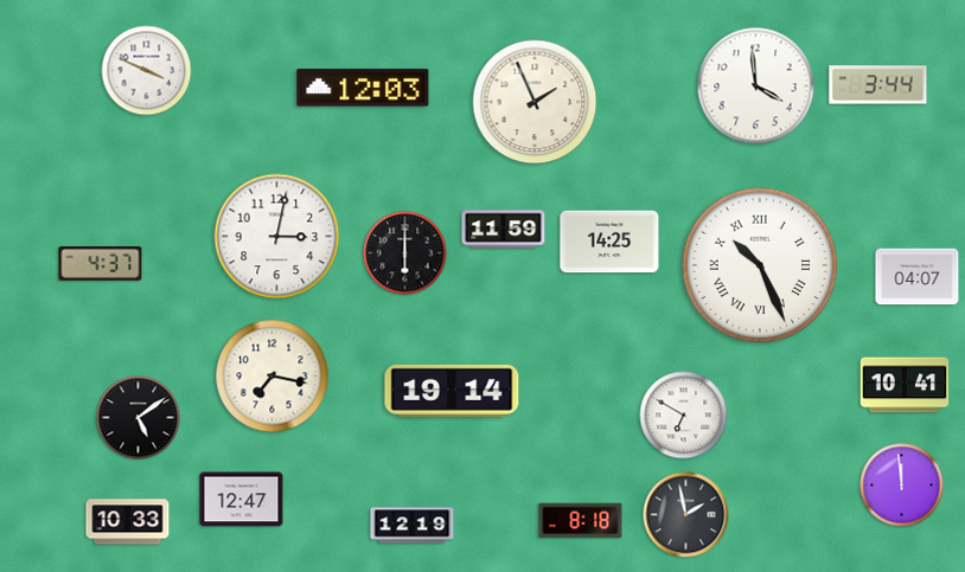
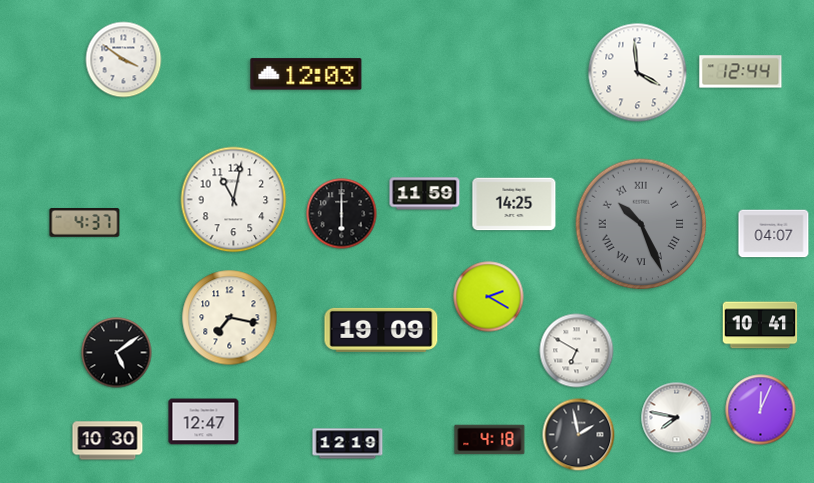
clock at (147, 71): 3:49 -> 3:51
clock at (878, 85): 3:44 -> 12:44
clock at (535, 102): 1:56 -> none
clock at (277, 237): 3:02 -> 11:02
clock at (760, 265) dial: white -> grey
clock at (489, 297): none -> 2:20
clock at (905, 385) position: (905, 385) -> (760, 325)
clock at (452, 391): 19:14 -> 19:09
clock at (902, 486): 11:59 -> 12:04
clock at (677, 418): none -> 7:47
clock at (581, 521): 8:18 -> 4:18
clock at (128, 522): 10:33 -> 10:30
